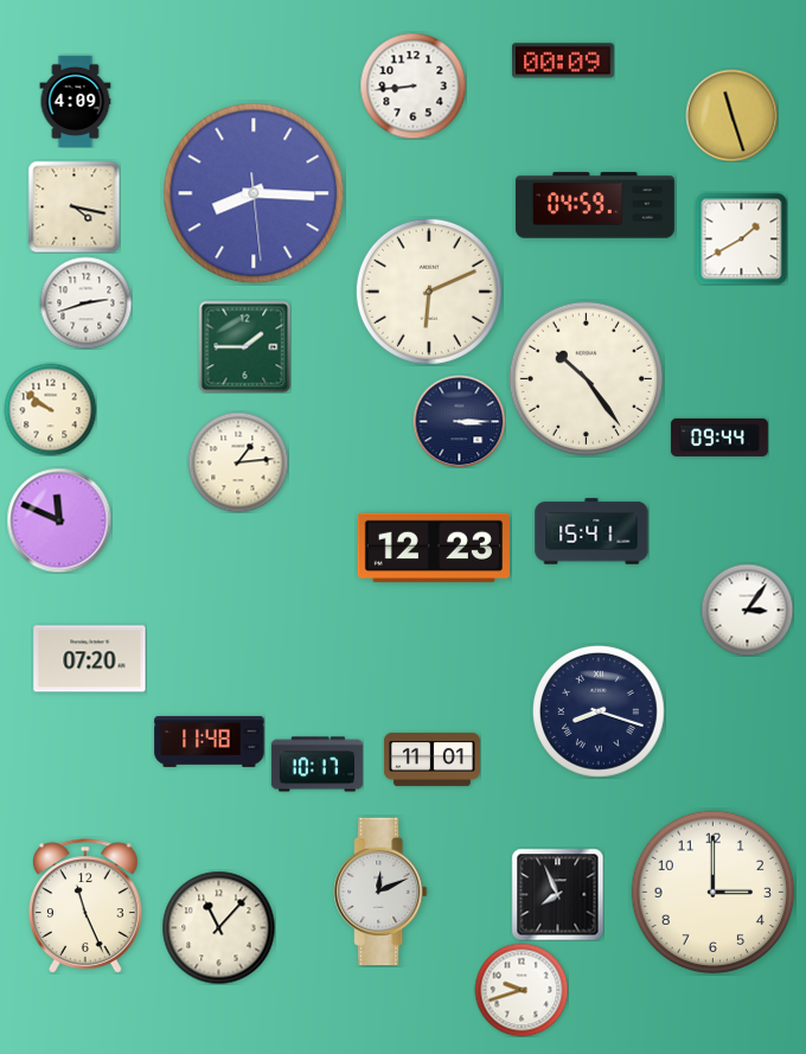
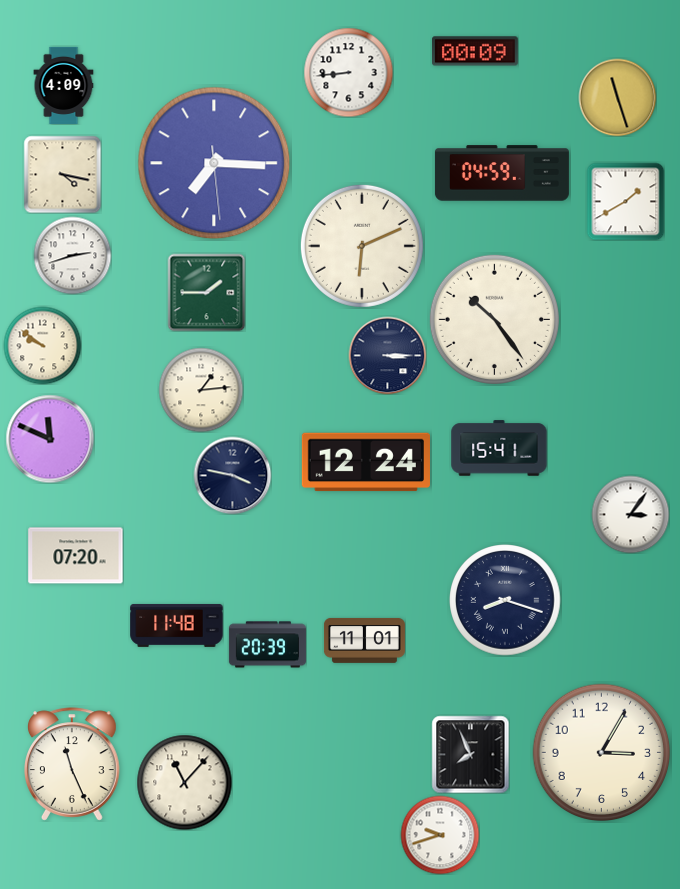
clock at (254, 193): 8:15 -> 7:15
clock at (719, 437): 09:44 -> none
clock at (434, 548): 12:23 -> 12:24
clock at (232, 475): none -> 3:47
clock at (316, 765): 10:17 -> 20:39
clock at (380, 892): 12:11 -> none
clock at (714, 893): 3:00 -> 3:05
